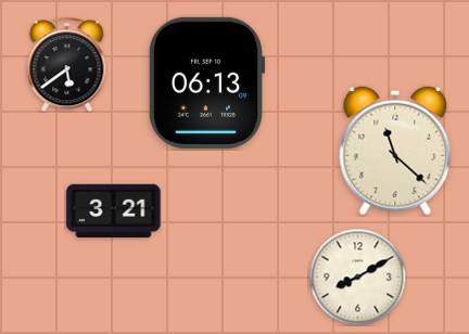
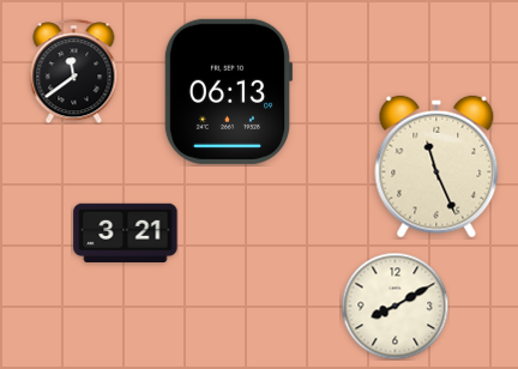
clock at (67, 64): 5:39 -> 11:39
clock at (395, 151): 11:22 -> 11:26
